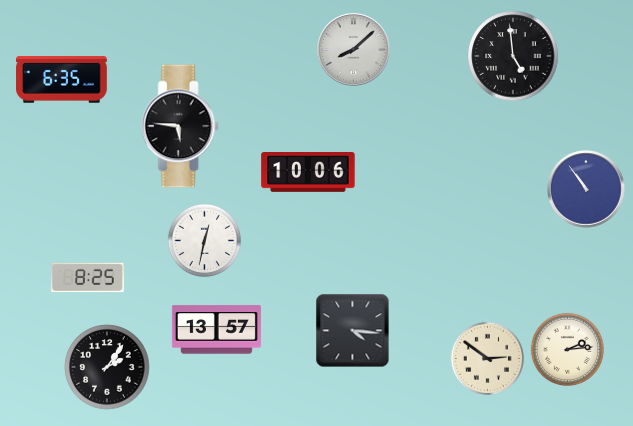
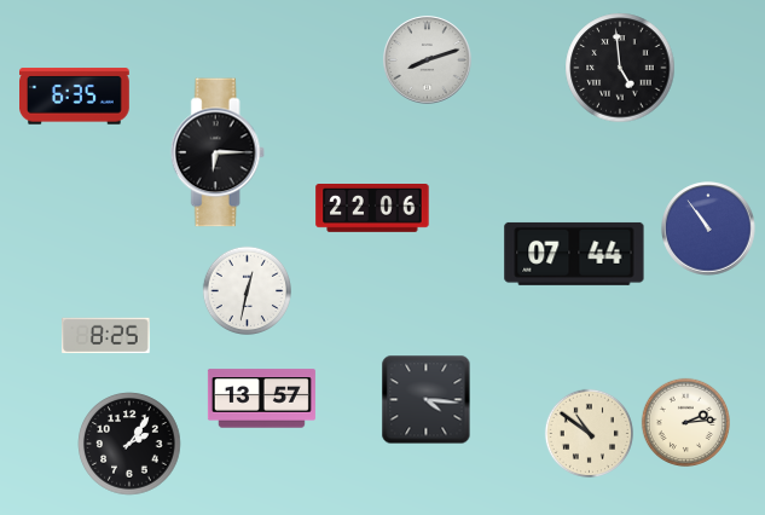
clock at (354, 50): 8:08 -> 8:12
clock at (180, 126): 5:46 -> 6:15
clock at (308, 173): 10:06 -> 22:06
clock at (574, 254): none -> 07:44
clock at (487, 358): 2:51 -> 10:51
